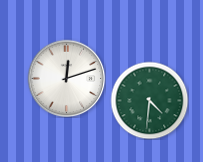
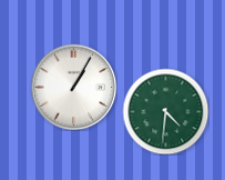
clock at (66, 78): 12:12 -> 1:05
